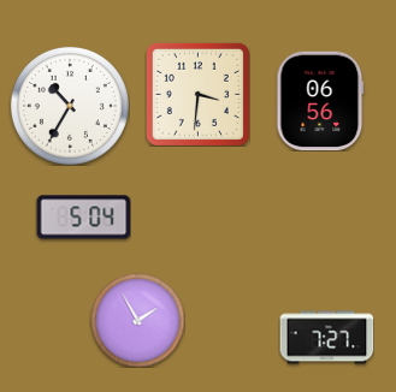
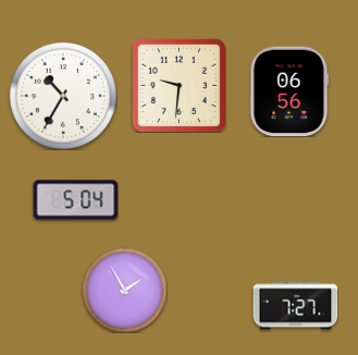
clock at (197, 94): 3:31 -> 9:31
clock at (83, 218) position: (83, 218) -> (75, 200)
